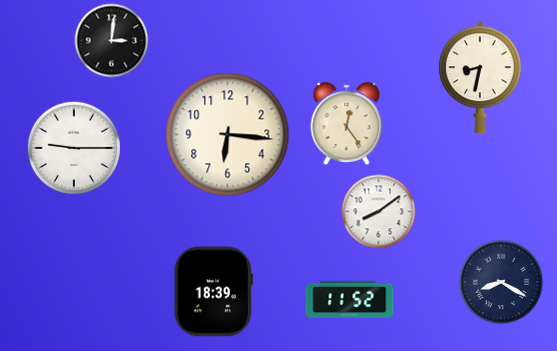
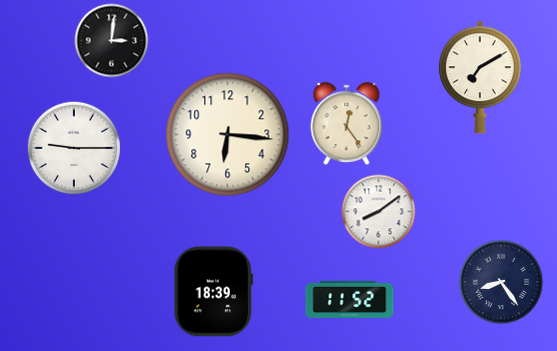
clock at (480, 77): 8:32 -> 7:10
clock at (501, 282): 8:20 -> 8:24
